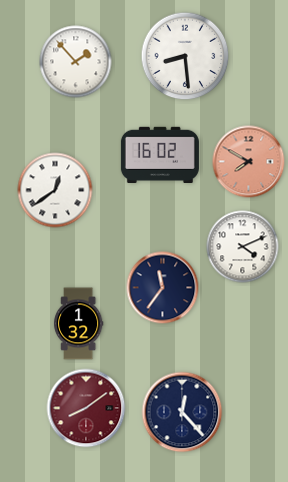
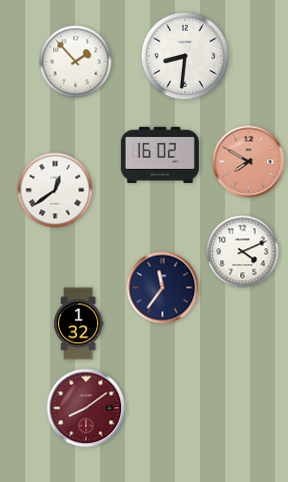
clock at (185, 56): 8:29 -> 8:31
clock at (243, 247) position: (243, 247) -> (243, 252)
clock at (182, 412): 12:23 -> none
